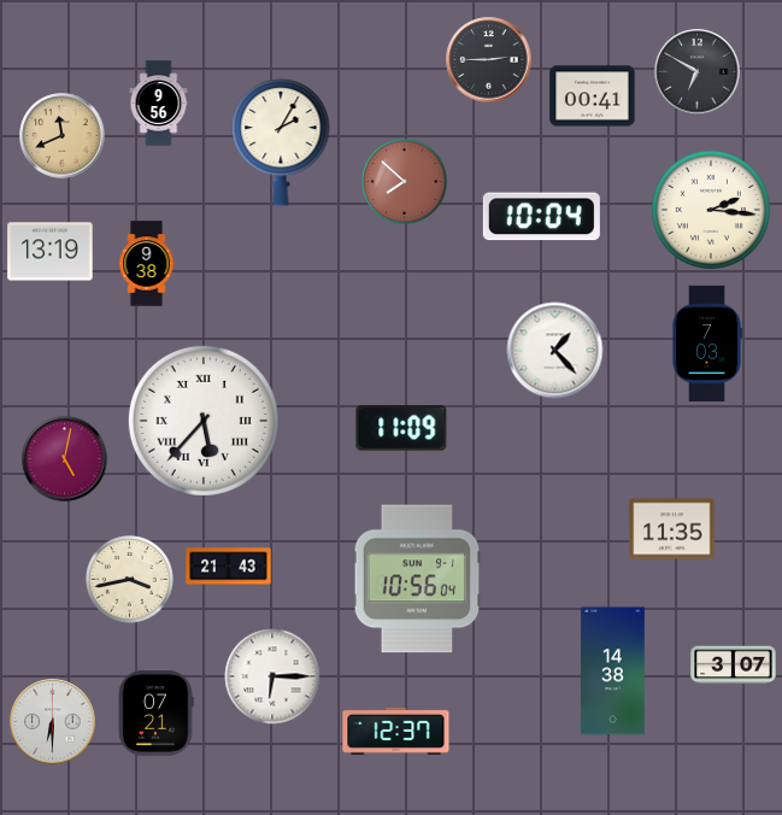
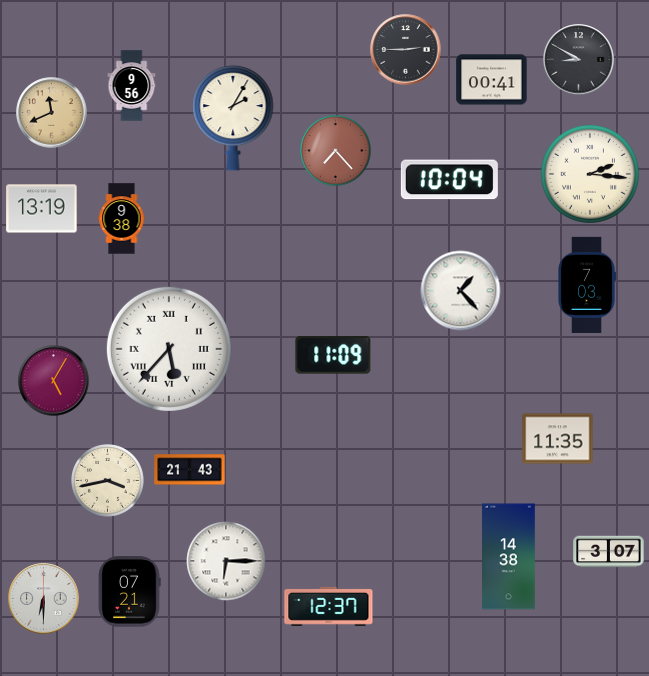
clock at (698, 72): 6:50 -> 8:50
clock at (404, 181): 7:52 -> 7:23
clock at (65, 459): 5:02 -> 5:05
clock at (417, 579): 10:56 -> none
